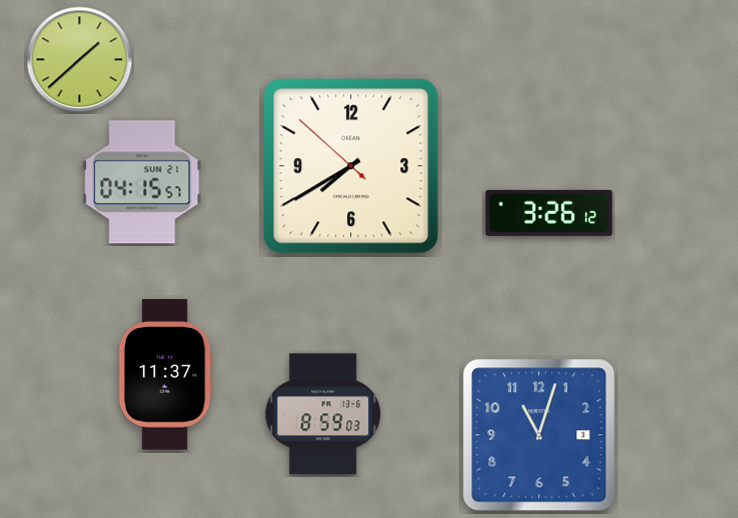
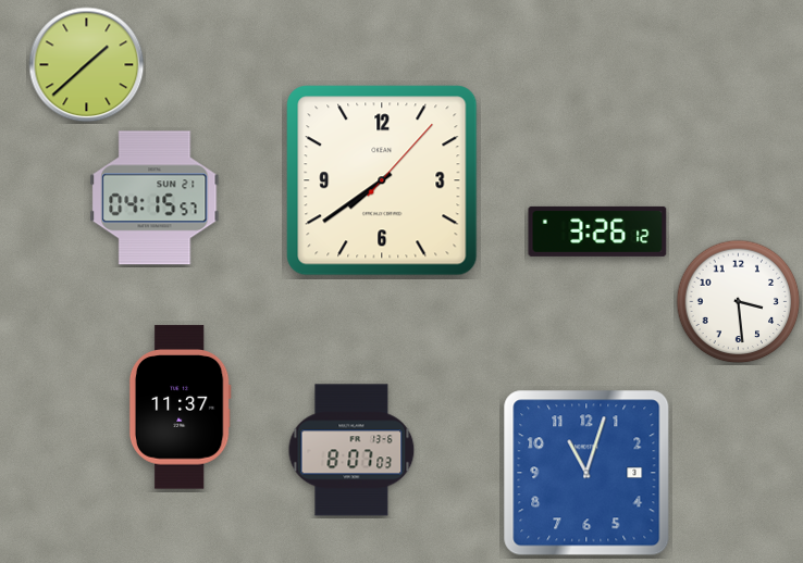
clock at (351, 166): 7:39:52 -> 7:39:07
clock at (739, 302): none -> 3:29
clock at (323, 414): 8:59 -> 8:07
